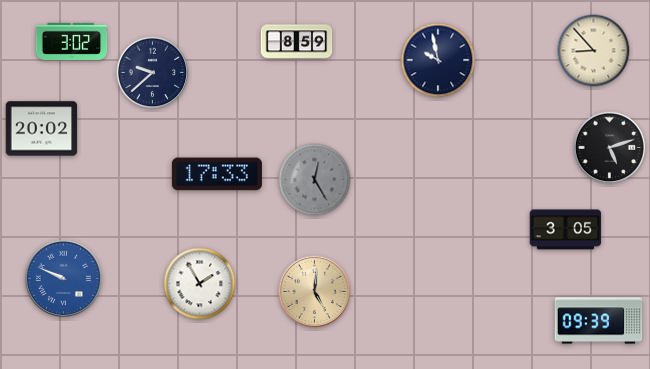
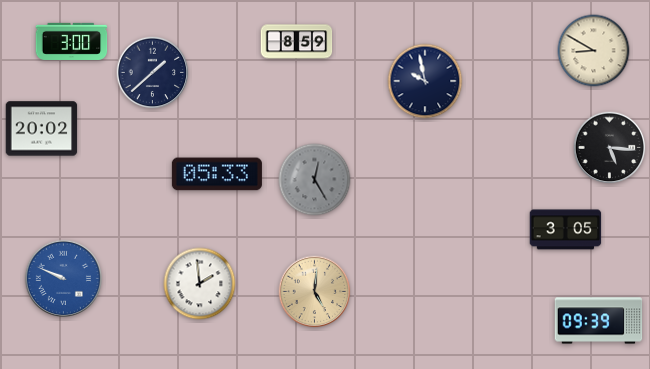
clock at (72, 41): 3:02 -> 3:00
clock at (594, 51): 8:53 -> 8:50
clock at (438, 60) position: (438, 60) -> (425, 81)
clock at (153, 73): 9:38 -> 1:38
clock at (610, 148): 5:12 -> 5:16
clock at (217, 174): 17:33 -> 05:33
clock at (200, 284): 1:55 -> 1:59
